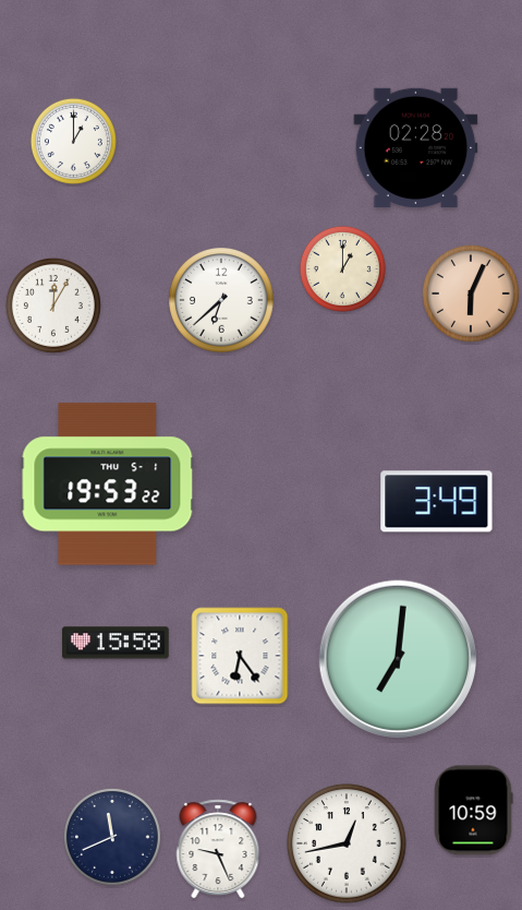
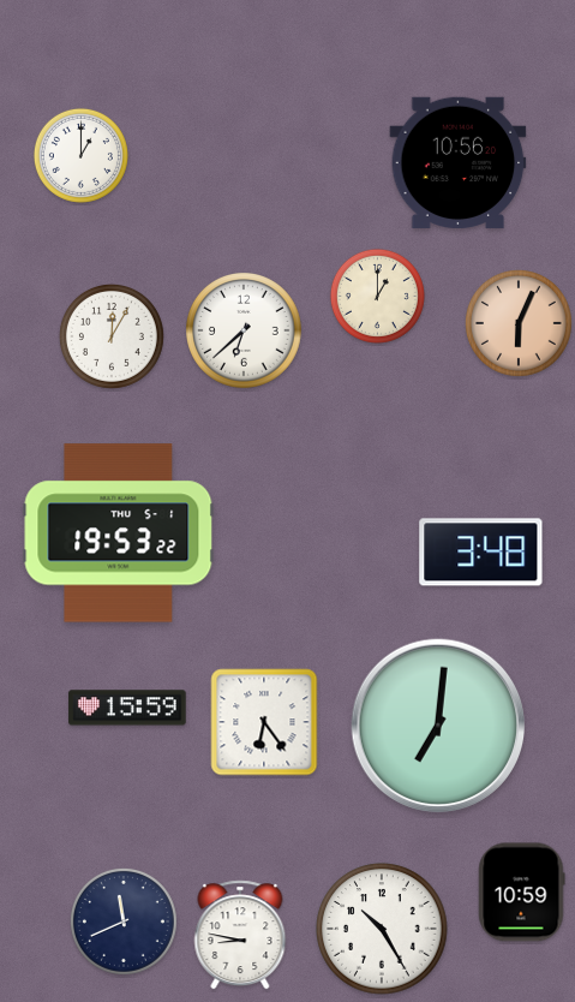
clock at (416, 147): 02:28 -> 10:56
clock at (53, 306) position: (53, 306) -> (112, 336)
clock at (437, 502): 3:49 -> 3:48
clock at (116, 643): 15:58 -> 15:59
clock at (347, 843): 12:43 -> 10:25
clock at (218, 849): 9:26 -> 8:47
